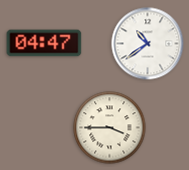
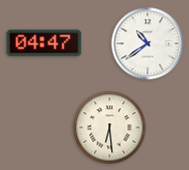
clock at (110, 128): 3:45 -> 6:29
